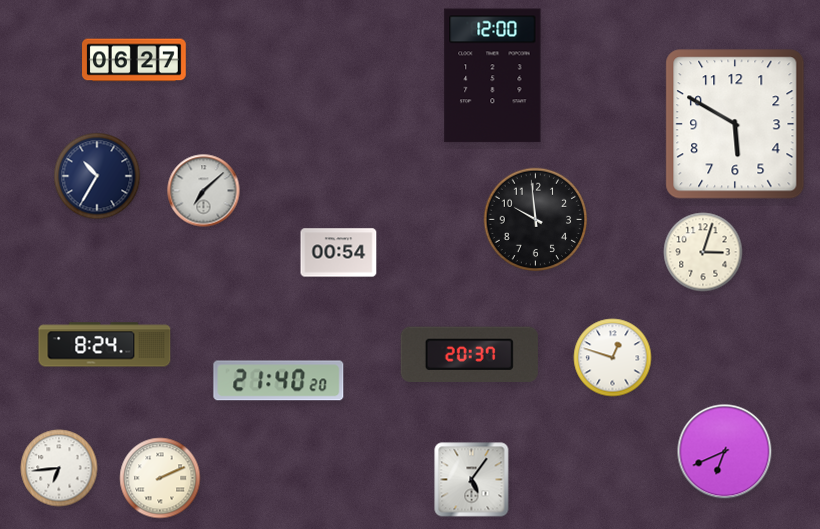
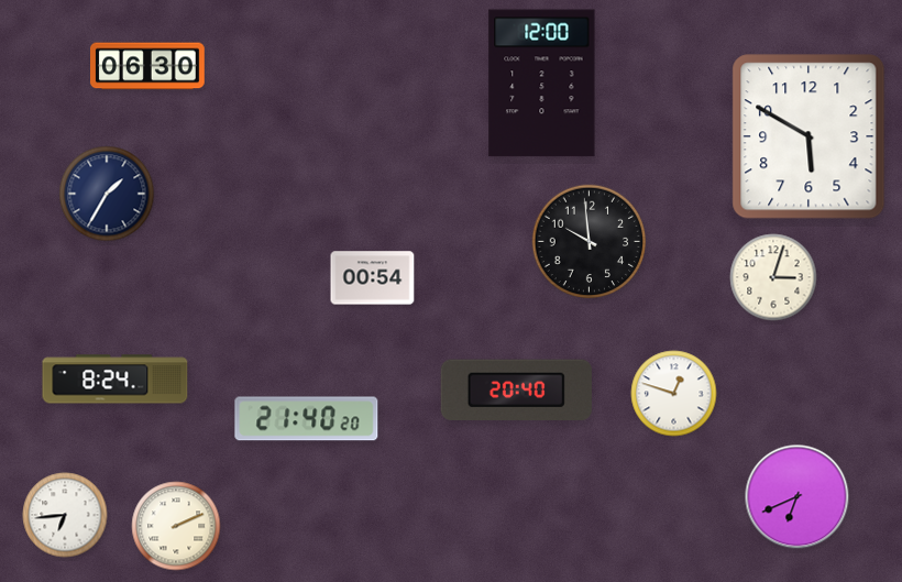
clock at (135, 60): 06:27 -> 06:30
clock at (97, 176): 10:35 -> 1:35
clock at (204, 191): 7:08 -> none
clock at (469, 355): 20:37 -> 20:40
clock at (472, 480): 5:06 -> none
